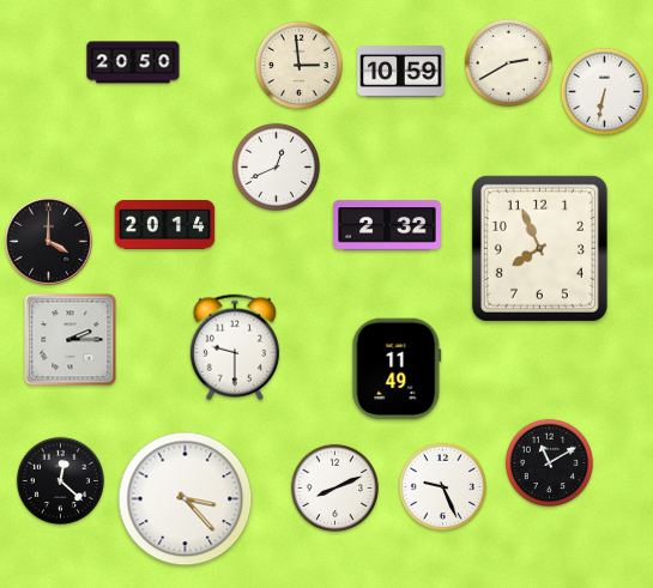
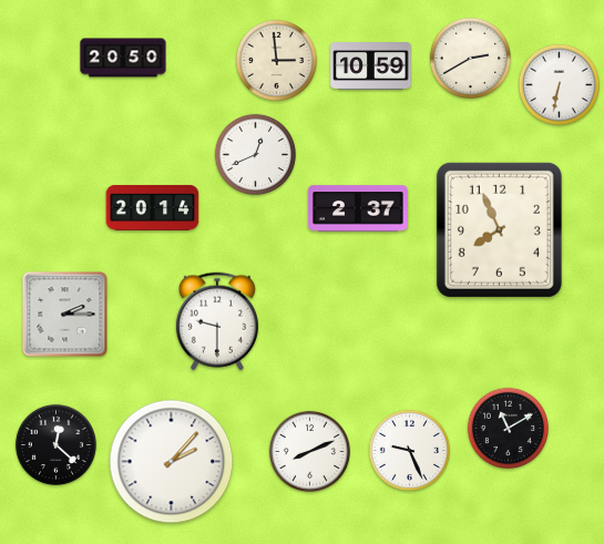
clock at (388, 225): 2:32 -> 2:37
clock at (49, 242): 4:00 -> none
clock at (397, 369): 11:49 -> none
clock at (186, 499): 3:23 -> 2:07
